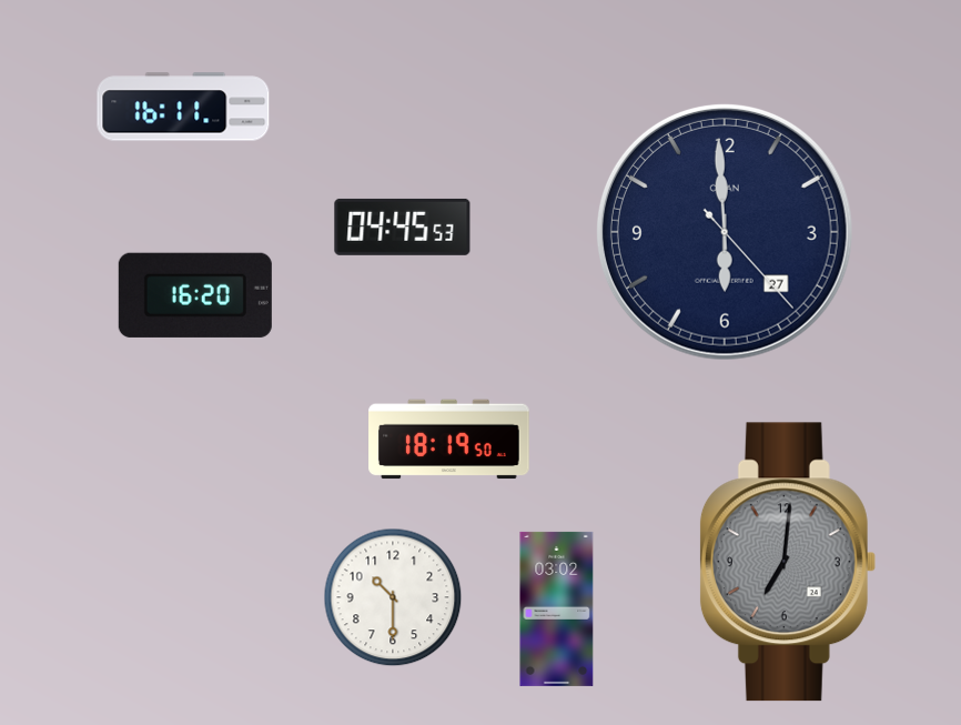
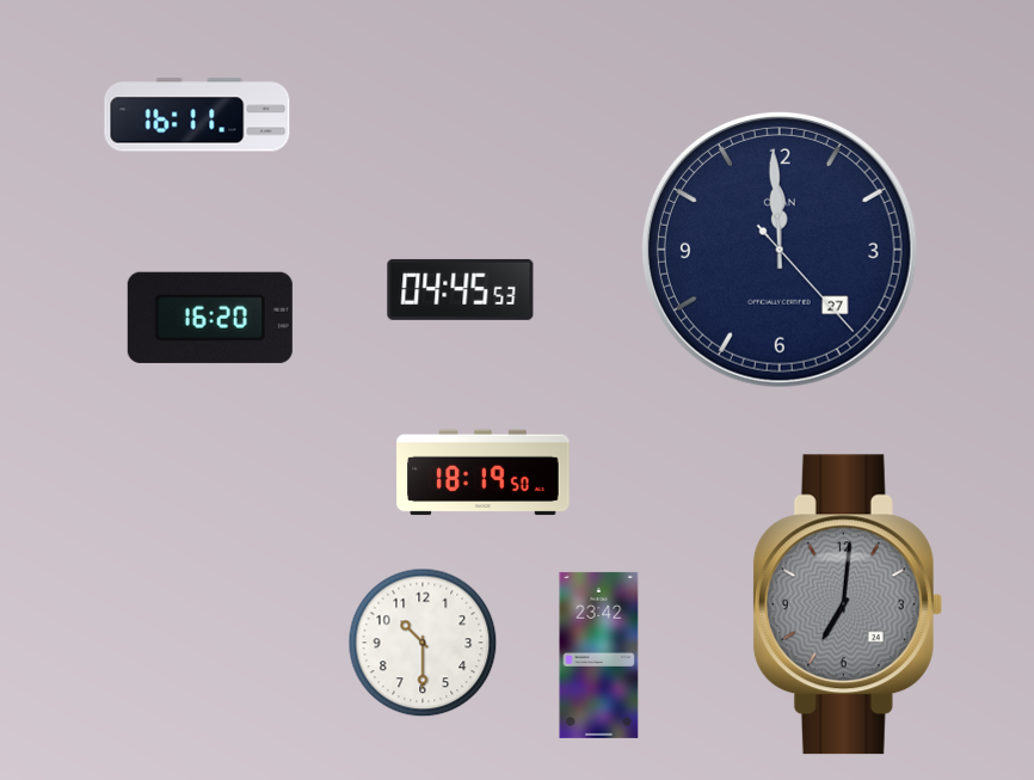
clock at (403, 226) position: (403, 226) -> (461, 289)
clock at (725, 232): 5:59 -> 11:59
clock at (557, 608): 03:02 -> 23:42
